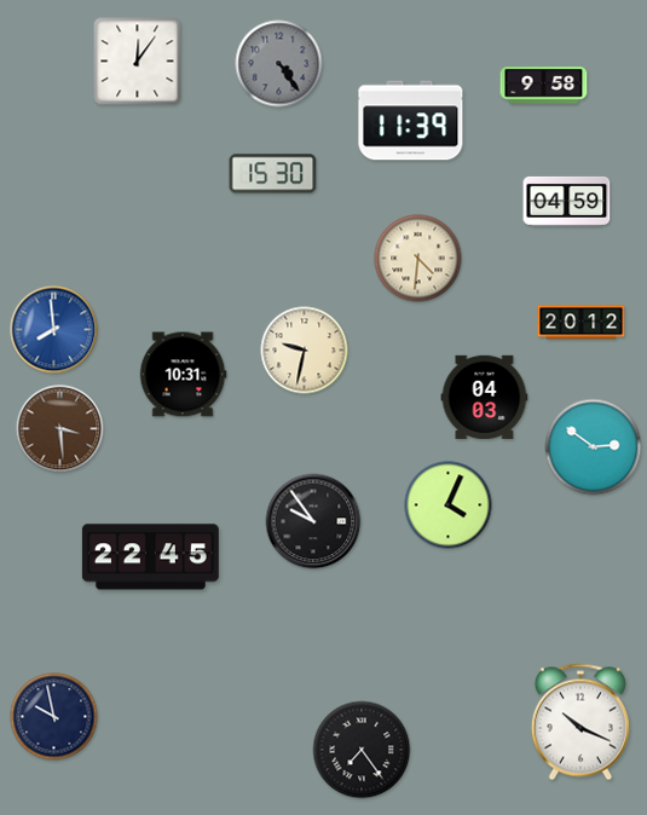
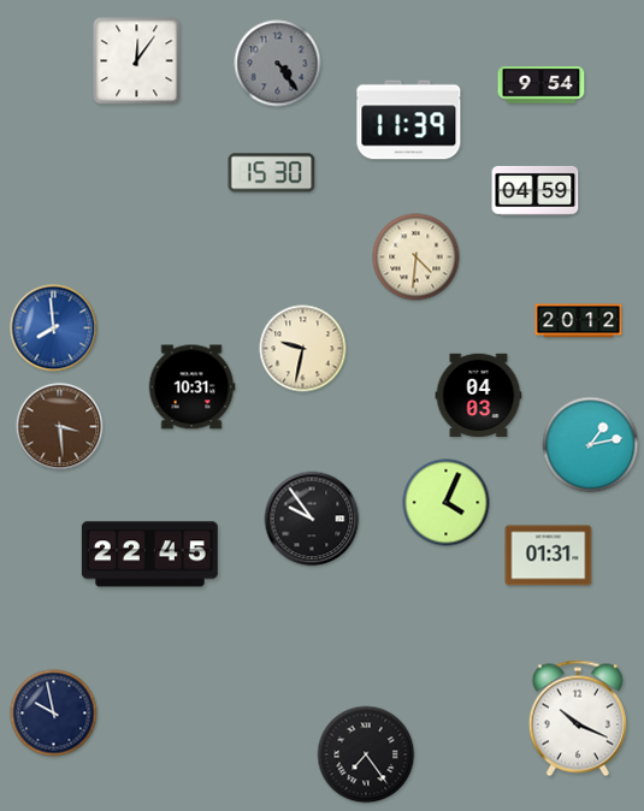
clock at (544, 86): 9:58 -> 9:54
clock at (567, 201) position: (567, 201) -> (536, 190)
clock at (183, 375) position: (183, 375) -> (191, 387)
clock at (485, 398) position: (485, 398) -> (479, 396)
clock at (594, 447): 2:51 -> 1:13
clock at (549, 556): none -> 01:31
clock at (362, 750) position: (362, 750) -> (366, 754)
